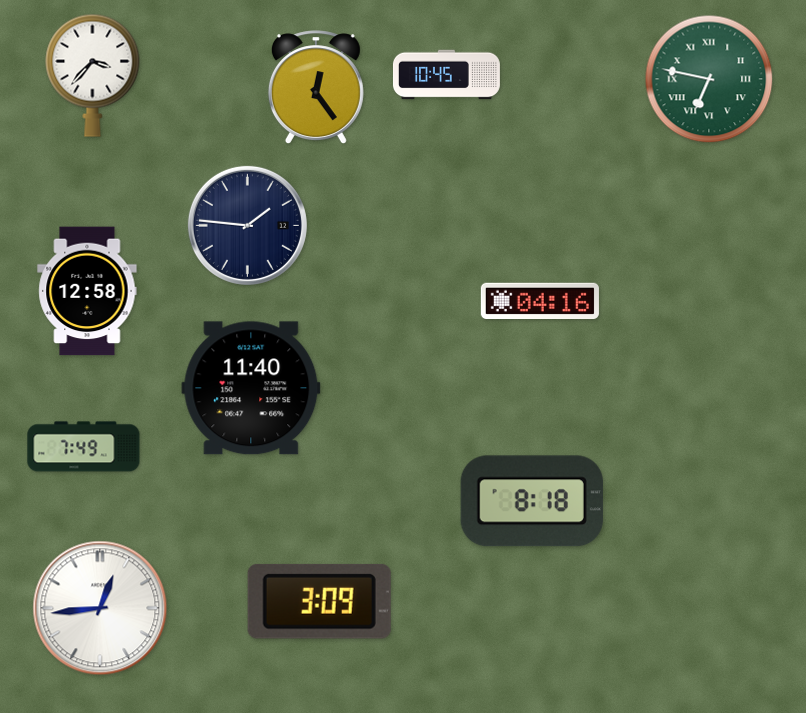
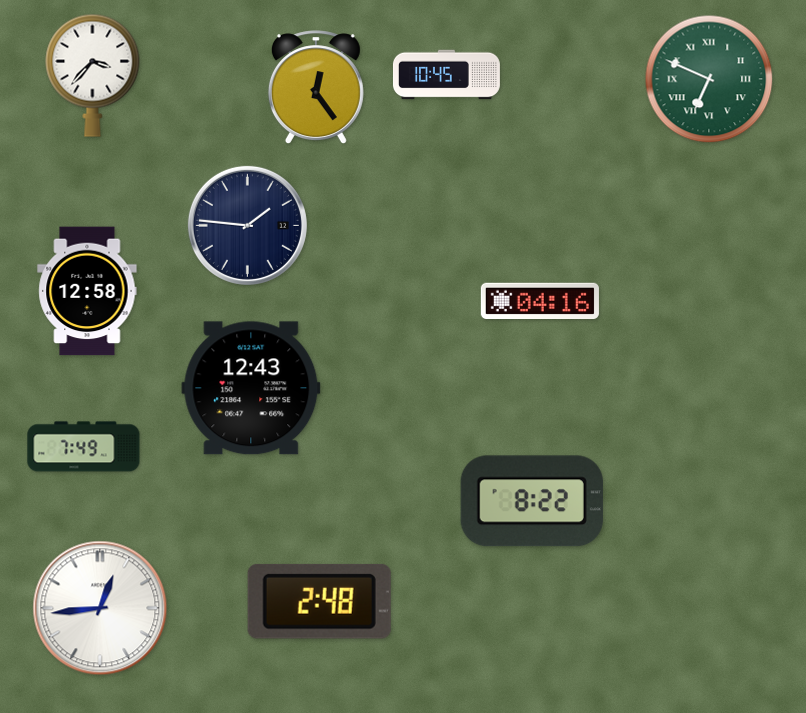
clock at (709, 79): 6:47 -> 6:49
clock at (251, 388): 11:40 -> 12:43
clock at (532, 501): 8:18 -> 8:22
clock at (319, 601): 3:09 -> 2:48
